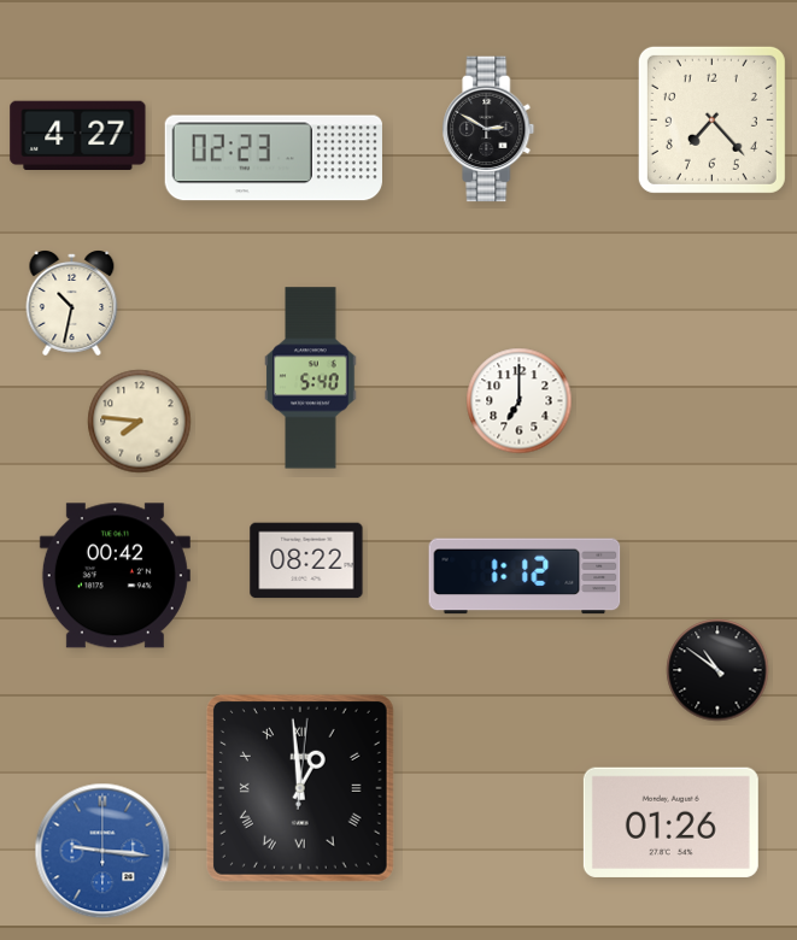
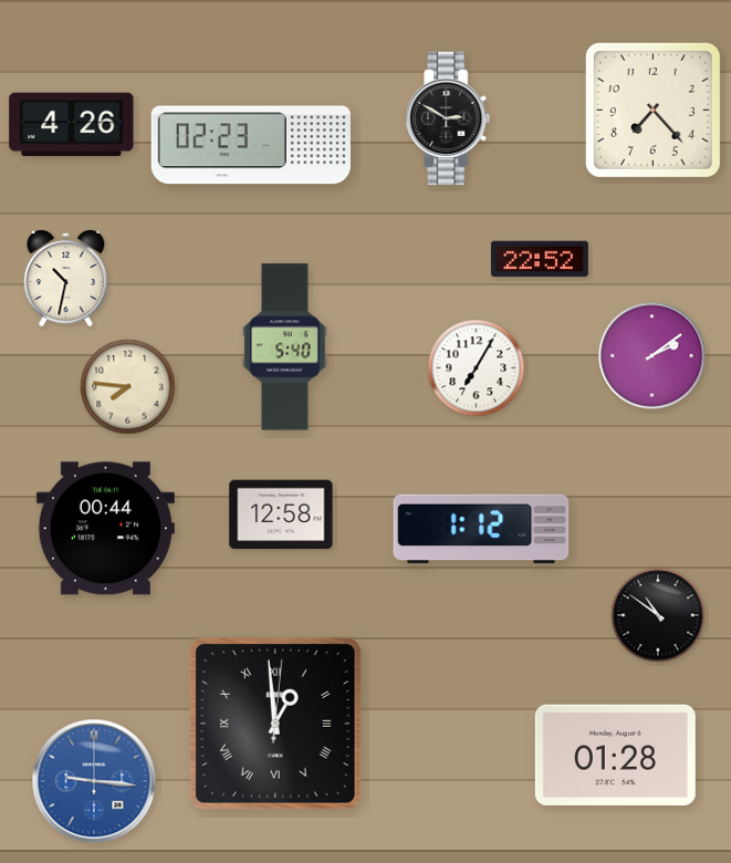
clock at (78, 136): 4:27 -> 4:26
clock at (540, 259): none -> 22:52
clock at (652, 356): none -> 2:09
clock at (520, 401): 7:00 -> 7:05
clock at (306, 560): 08:22 -> 12:58
clock at (115, 576): 00:42 -> 00:44
clock at (670, 822): 01:26 -> 01:28
